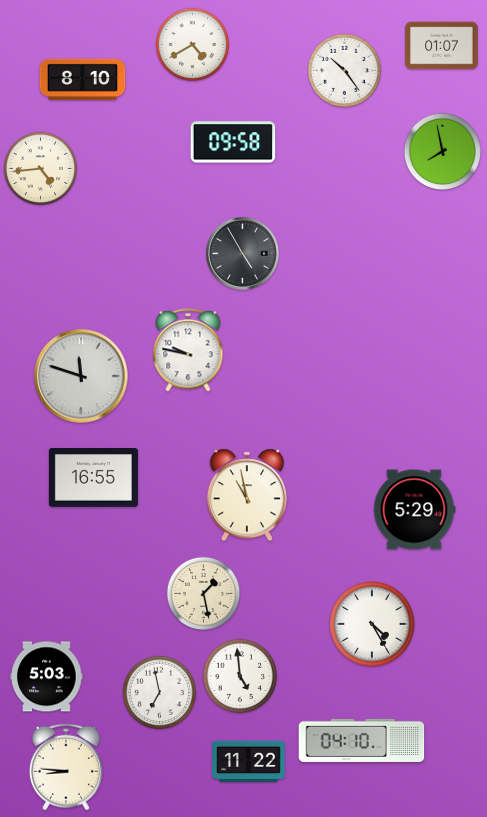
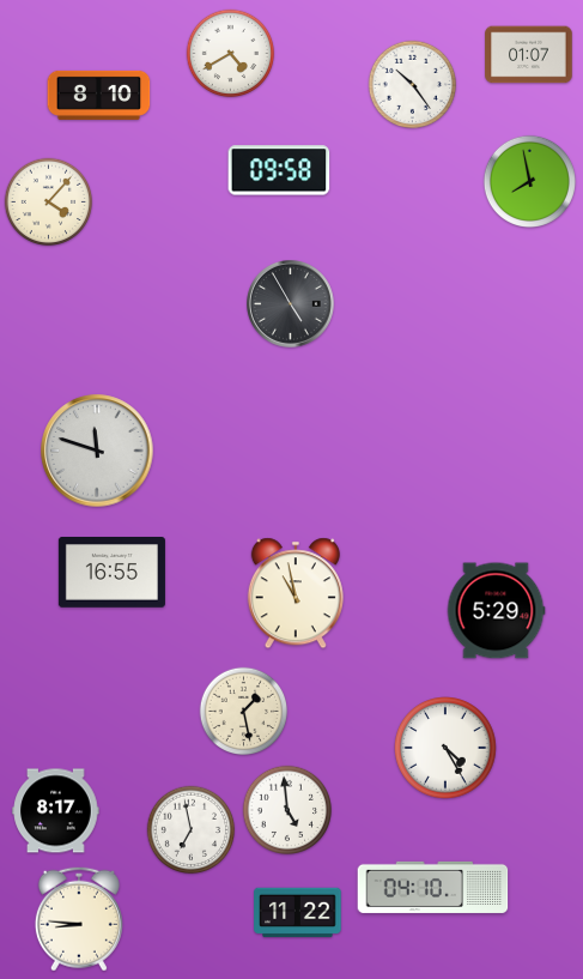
clock at (41, 169): 4:44 -> 4:07
clock at (188, 350): 9:47 -> none
clock at (47, 677): 5:03 -> 8:17
